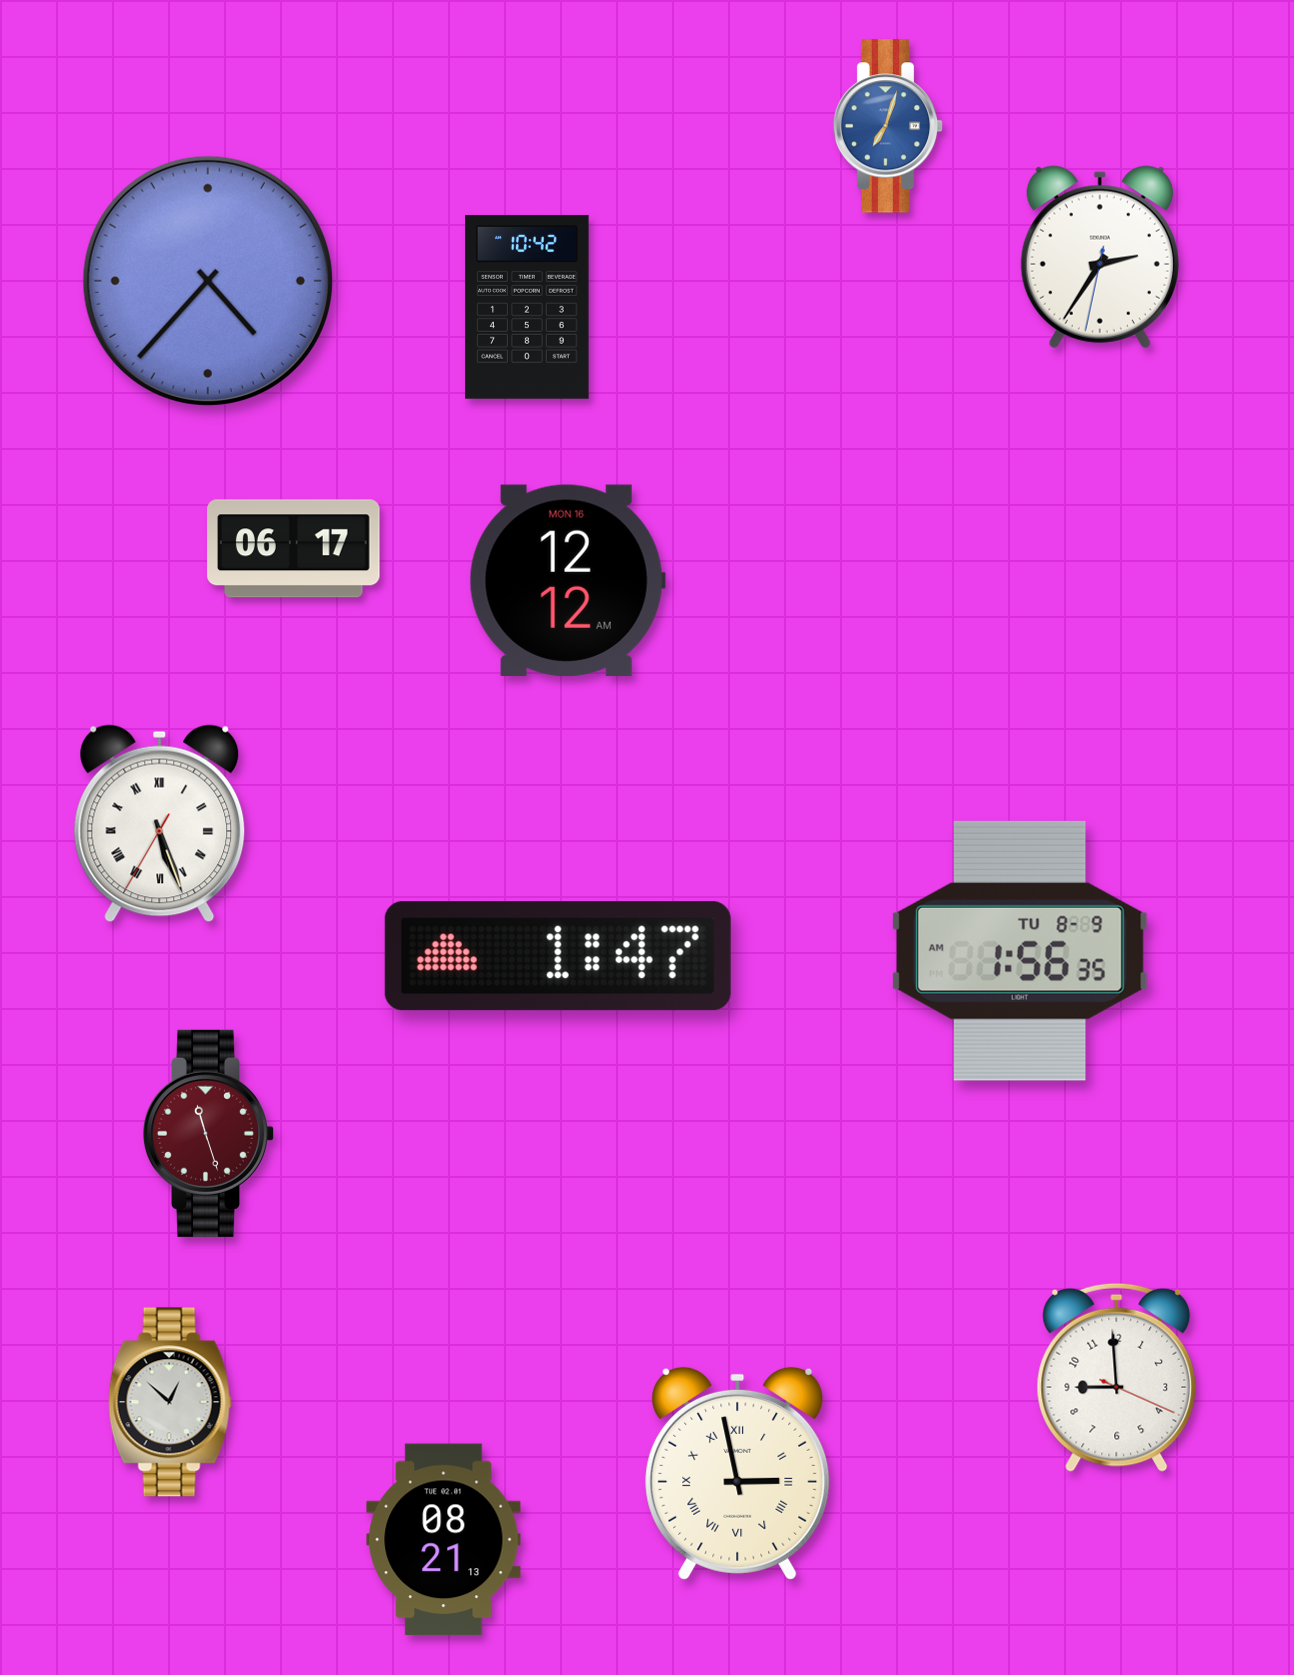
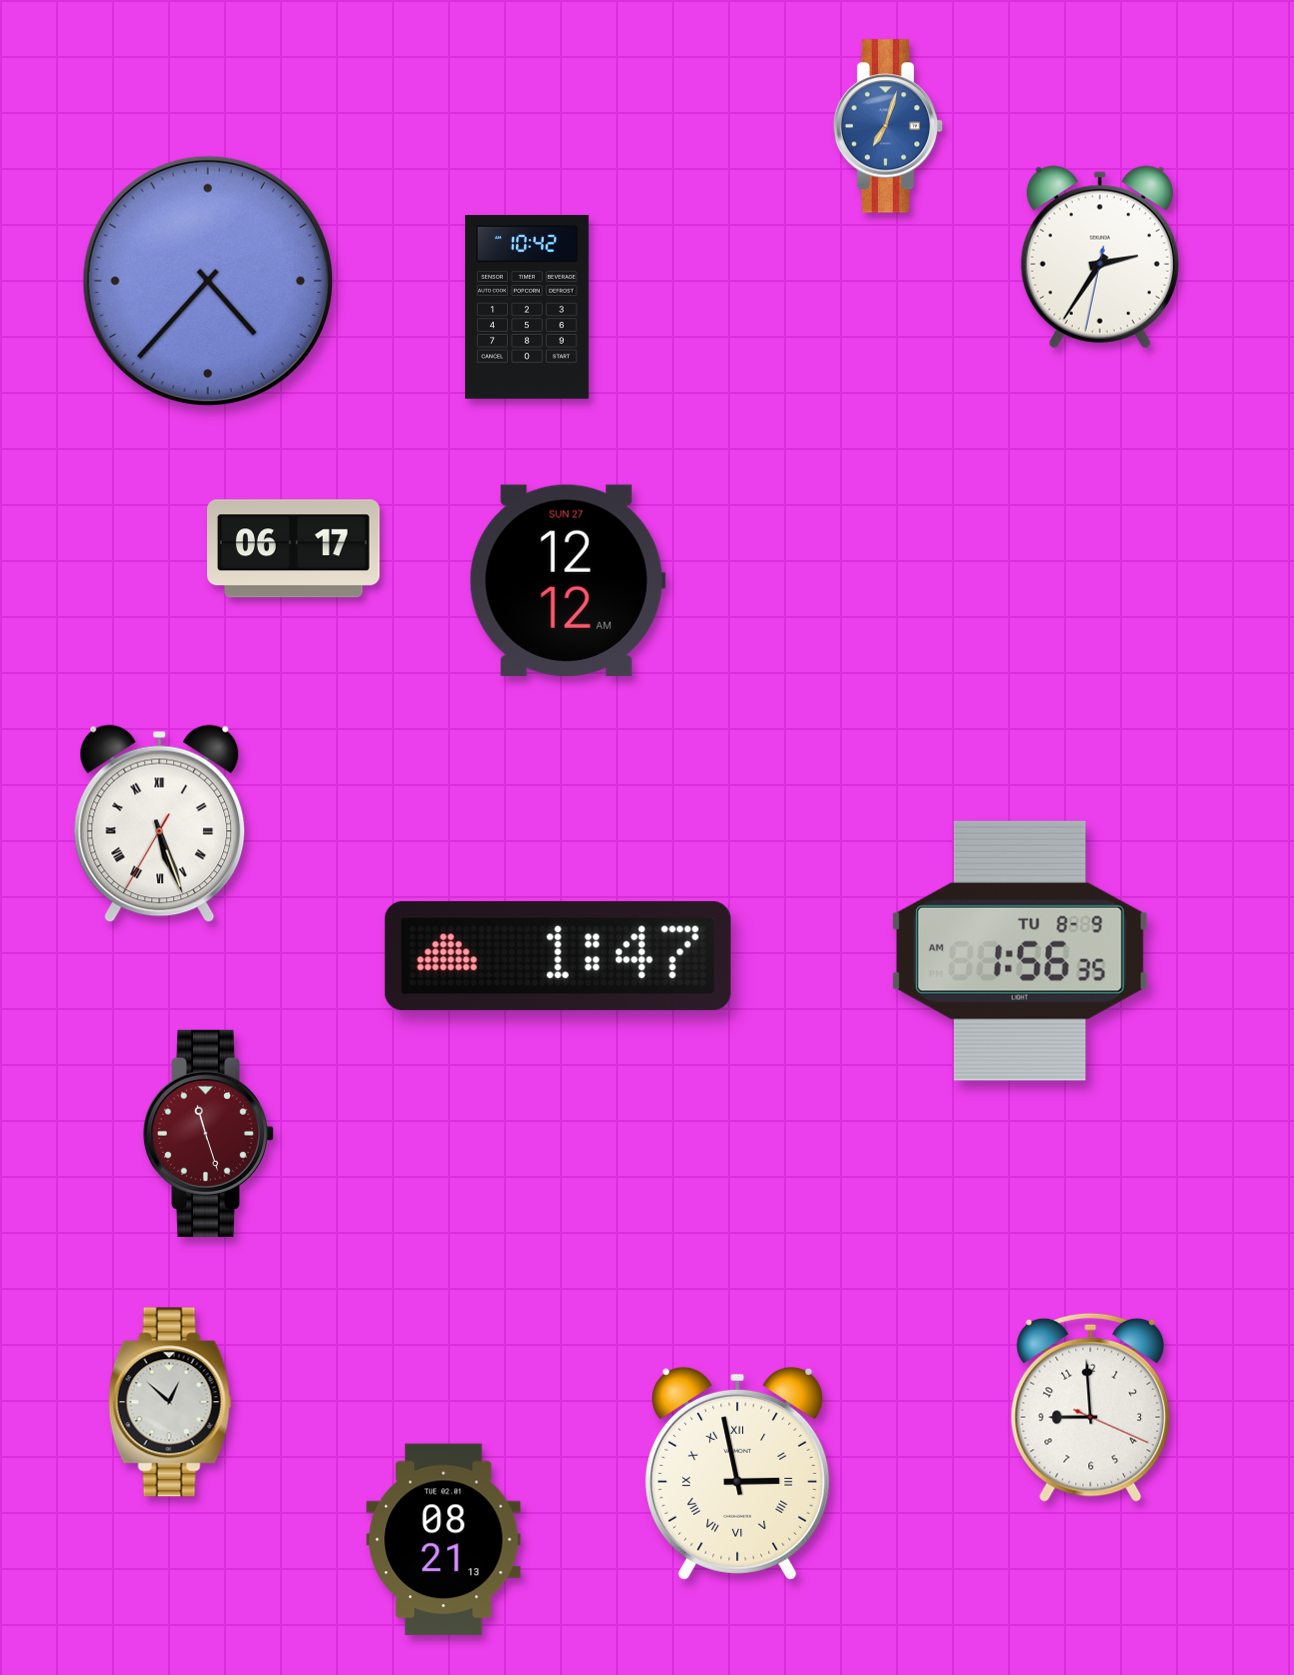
clock at (567, 580) date: MON 16 -> SUN 27
clock at (1117, 1377) position: (1117, 1377) -> (1091, 1407)
